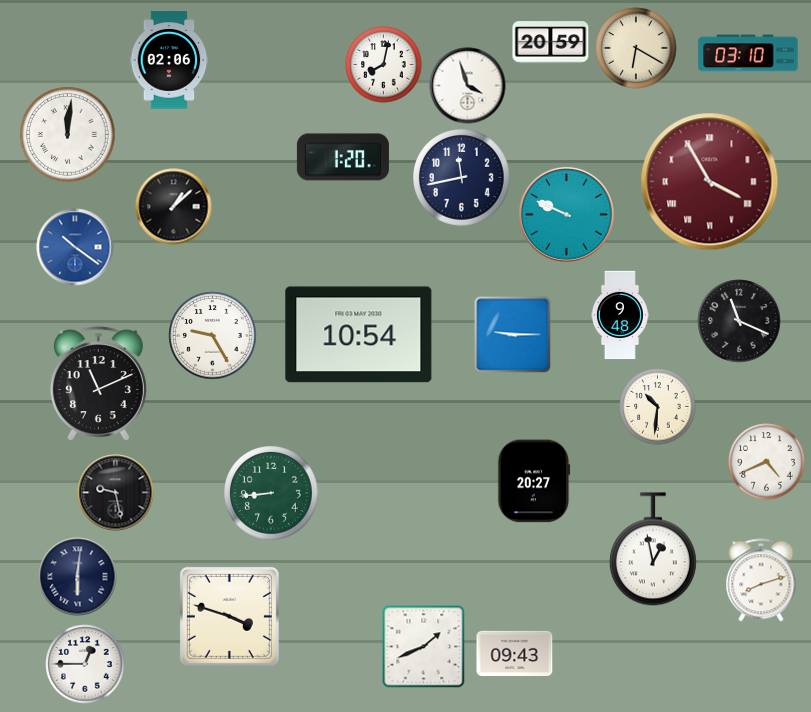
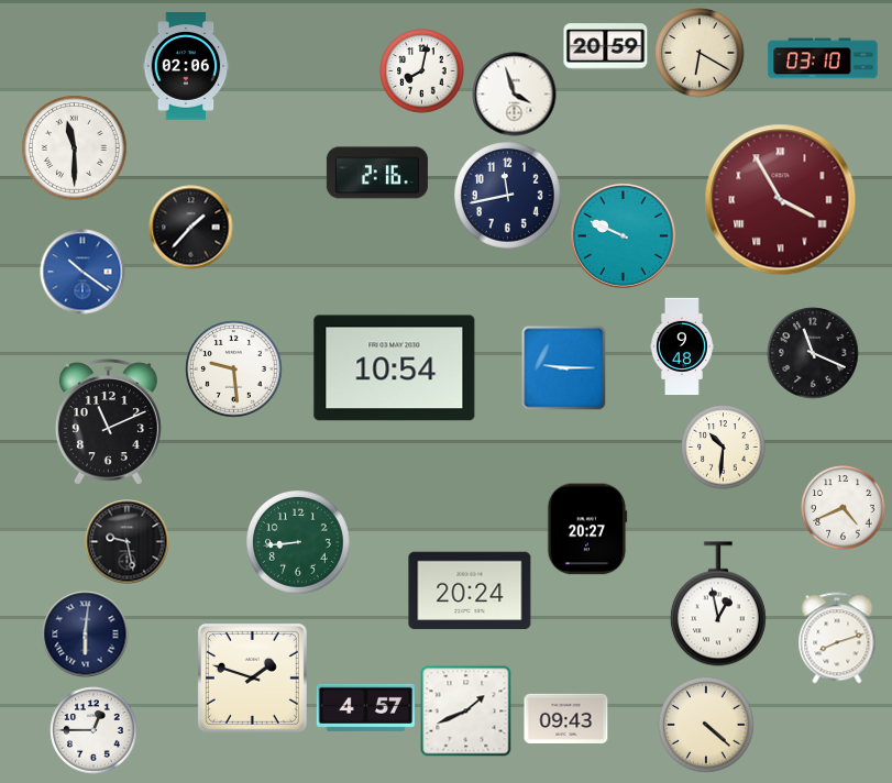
clock at (68, 135): 12:01 -> 11:30
clock at (343, 157): 1:20 -> 2:16
clock at (174, 207): 1:08 -> 1:37
clock at (213, 336): 9:25 -> 9:29
clock at (470, 591): none -> 20:24
clock at (229, 616): 3:48 -> 1:48
clock at (365, 707): none -> 4:57
clock at (706, 725): none -> 4:22
